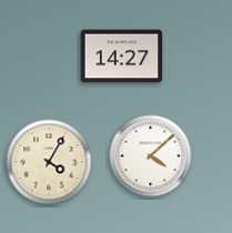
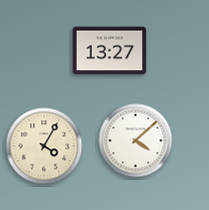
clock at (122, 57): 14:27 -> 13:27
